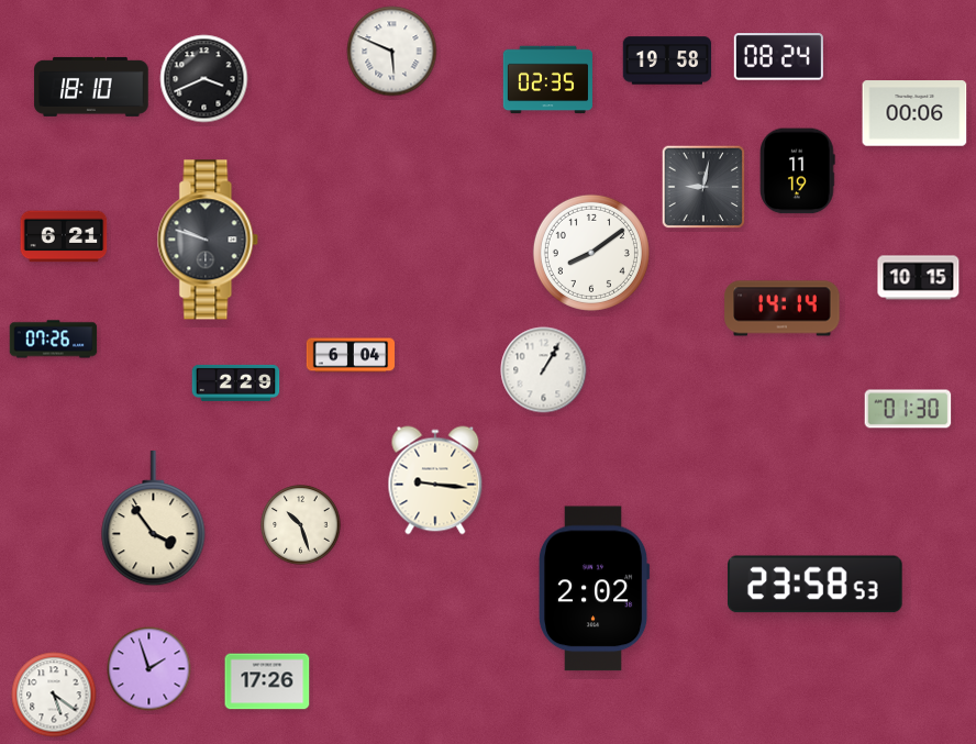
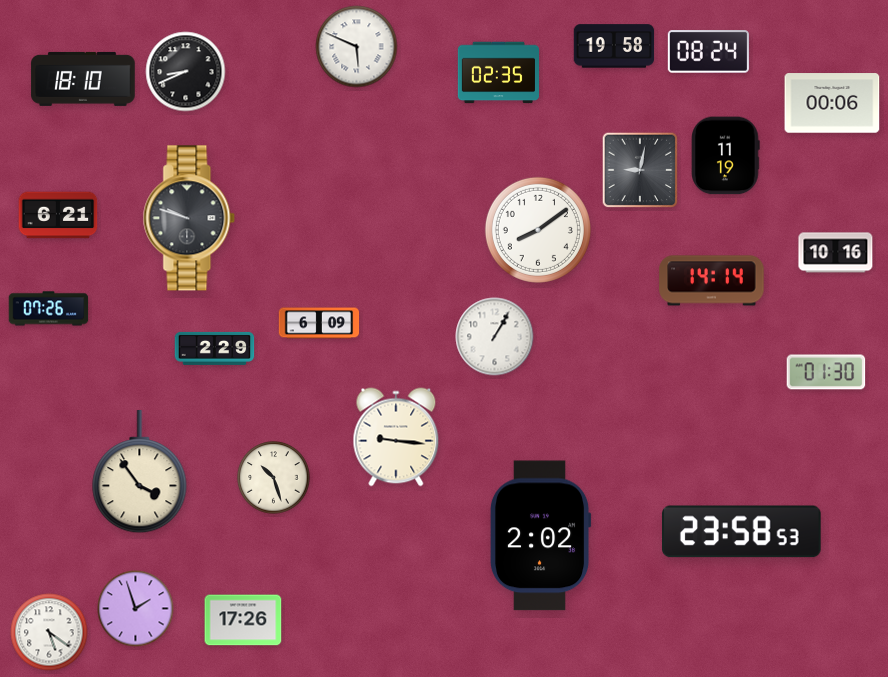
clock at (667, 60) position: (667, 60) -> (614, 46)
clock at (204, 79): 3:41 -> 8:41
clock at (919, 278): 10:15 -> 10:16
clock at (351, 355): 6:04 -> 6:09
